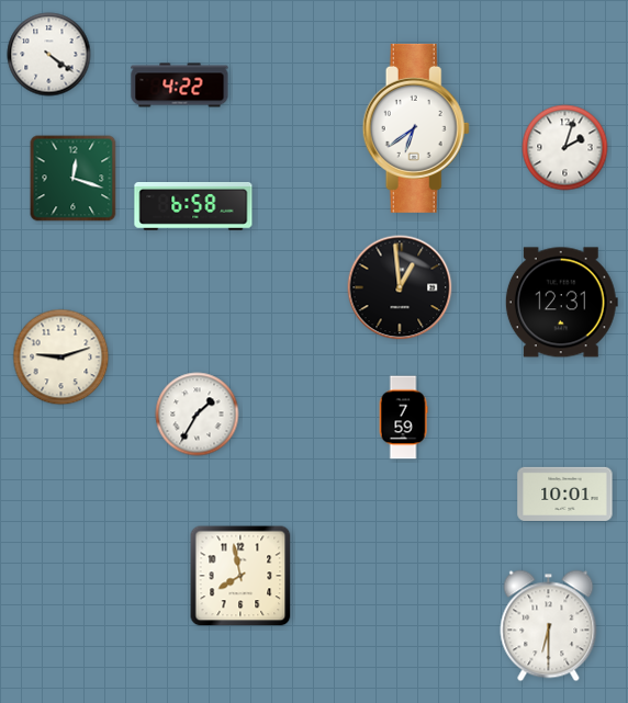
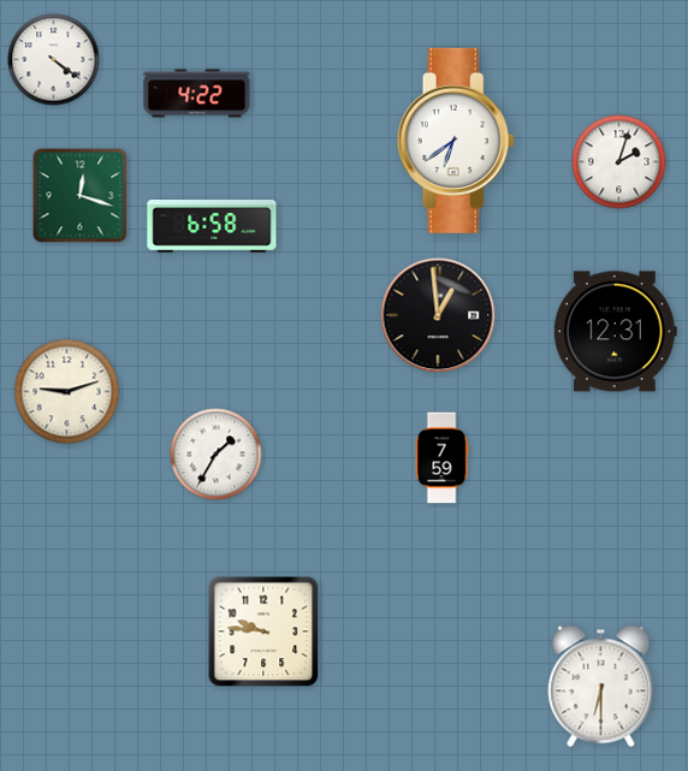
clock at (565, 494): 10:01 -> none
clock at (240, 576): 7:58 -> 9:46
